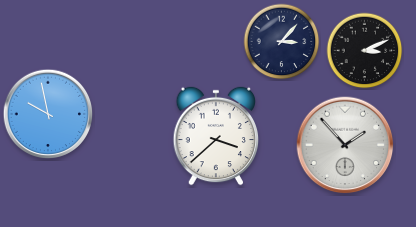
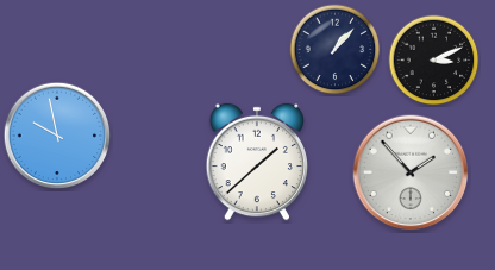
clock at (282, 42): 3:07 -> 1:07
clock at (216, 136): 3:38 -> 1:38
